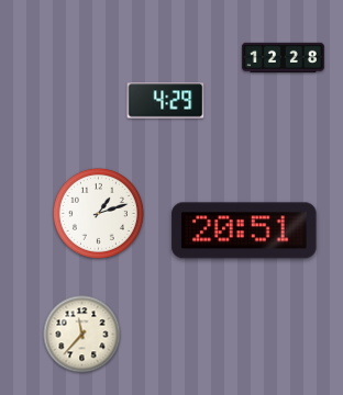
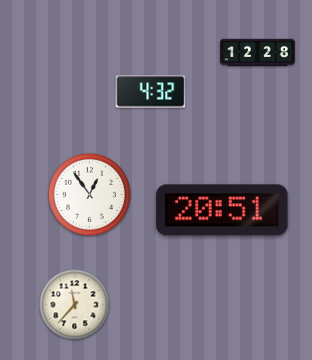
clock at (166, 101): 4:29 -> 4:32
clock at (98, 213): 1:12 -> 12:54
